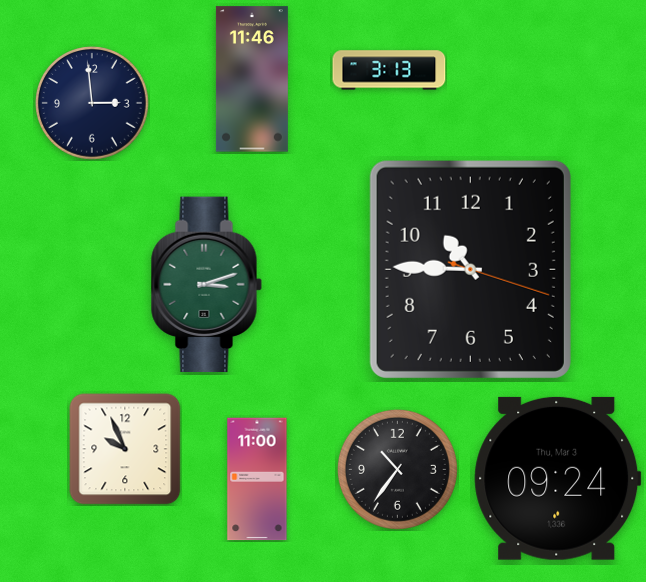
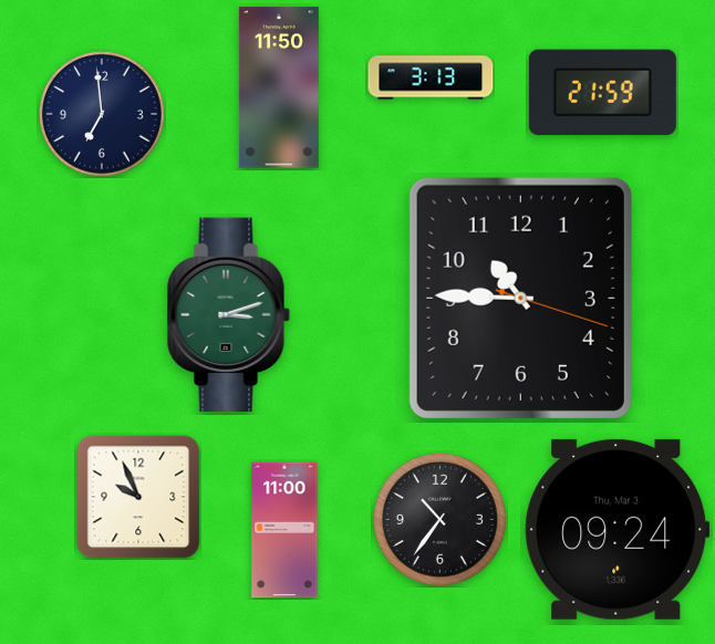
clock at (252, 79): 11:46 -> 11:50
clock at (602, 92): none -> 21:59
clock at (93, 104): 2:59 -> 6:59
